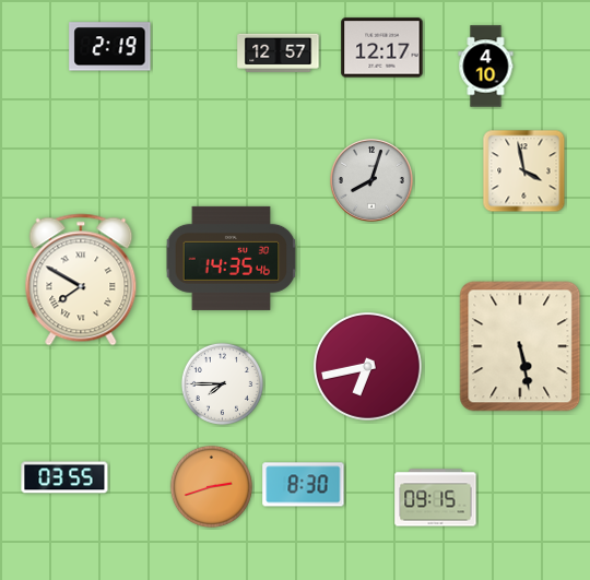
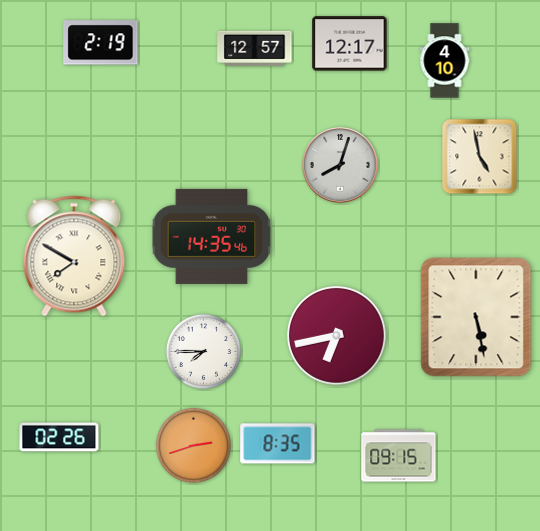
clock at (524, 171): 3:58 -> 4:58
clock at (64, 477): 03:55 -> 02:26
clock at (304, 485): 8:30 -> 8:35
